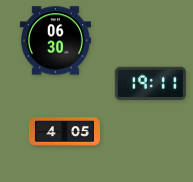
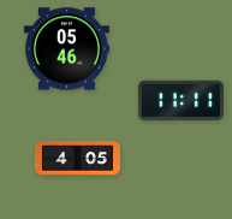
clock at (55, 41): 06:30 -> 05:46
clock at (150, 84): 19:11 -> 11:11
